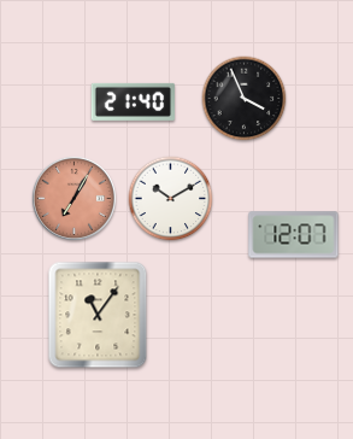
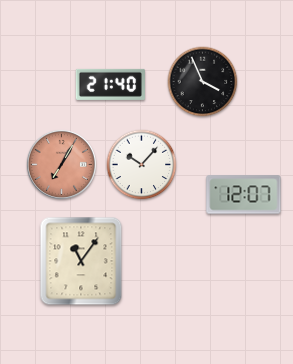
clock at (171, 199): 10:10 -> 10:07
